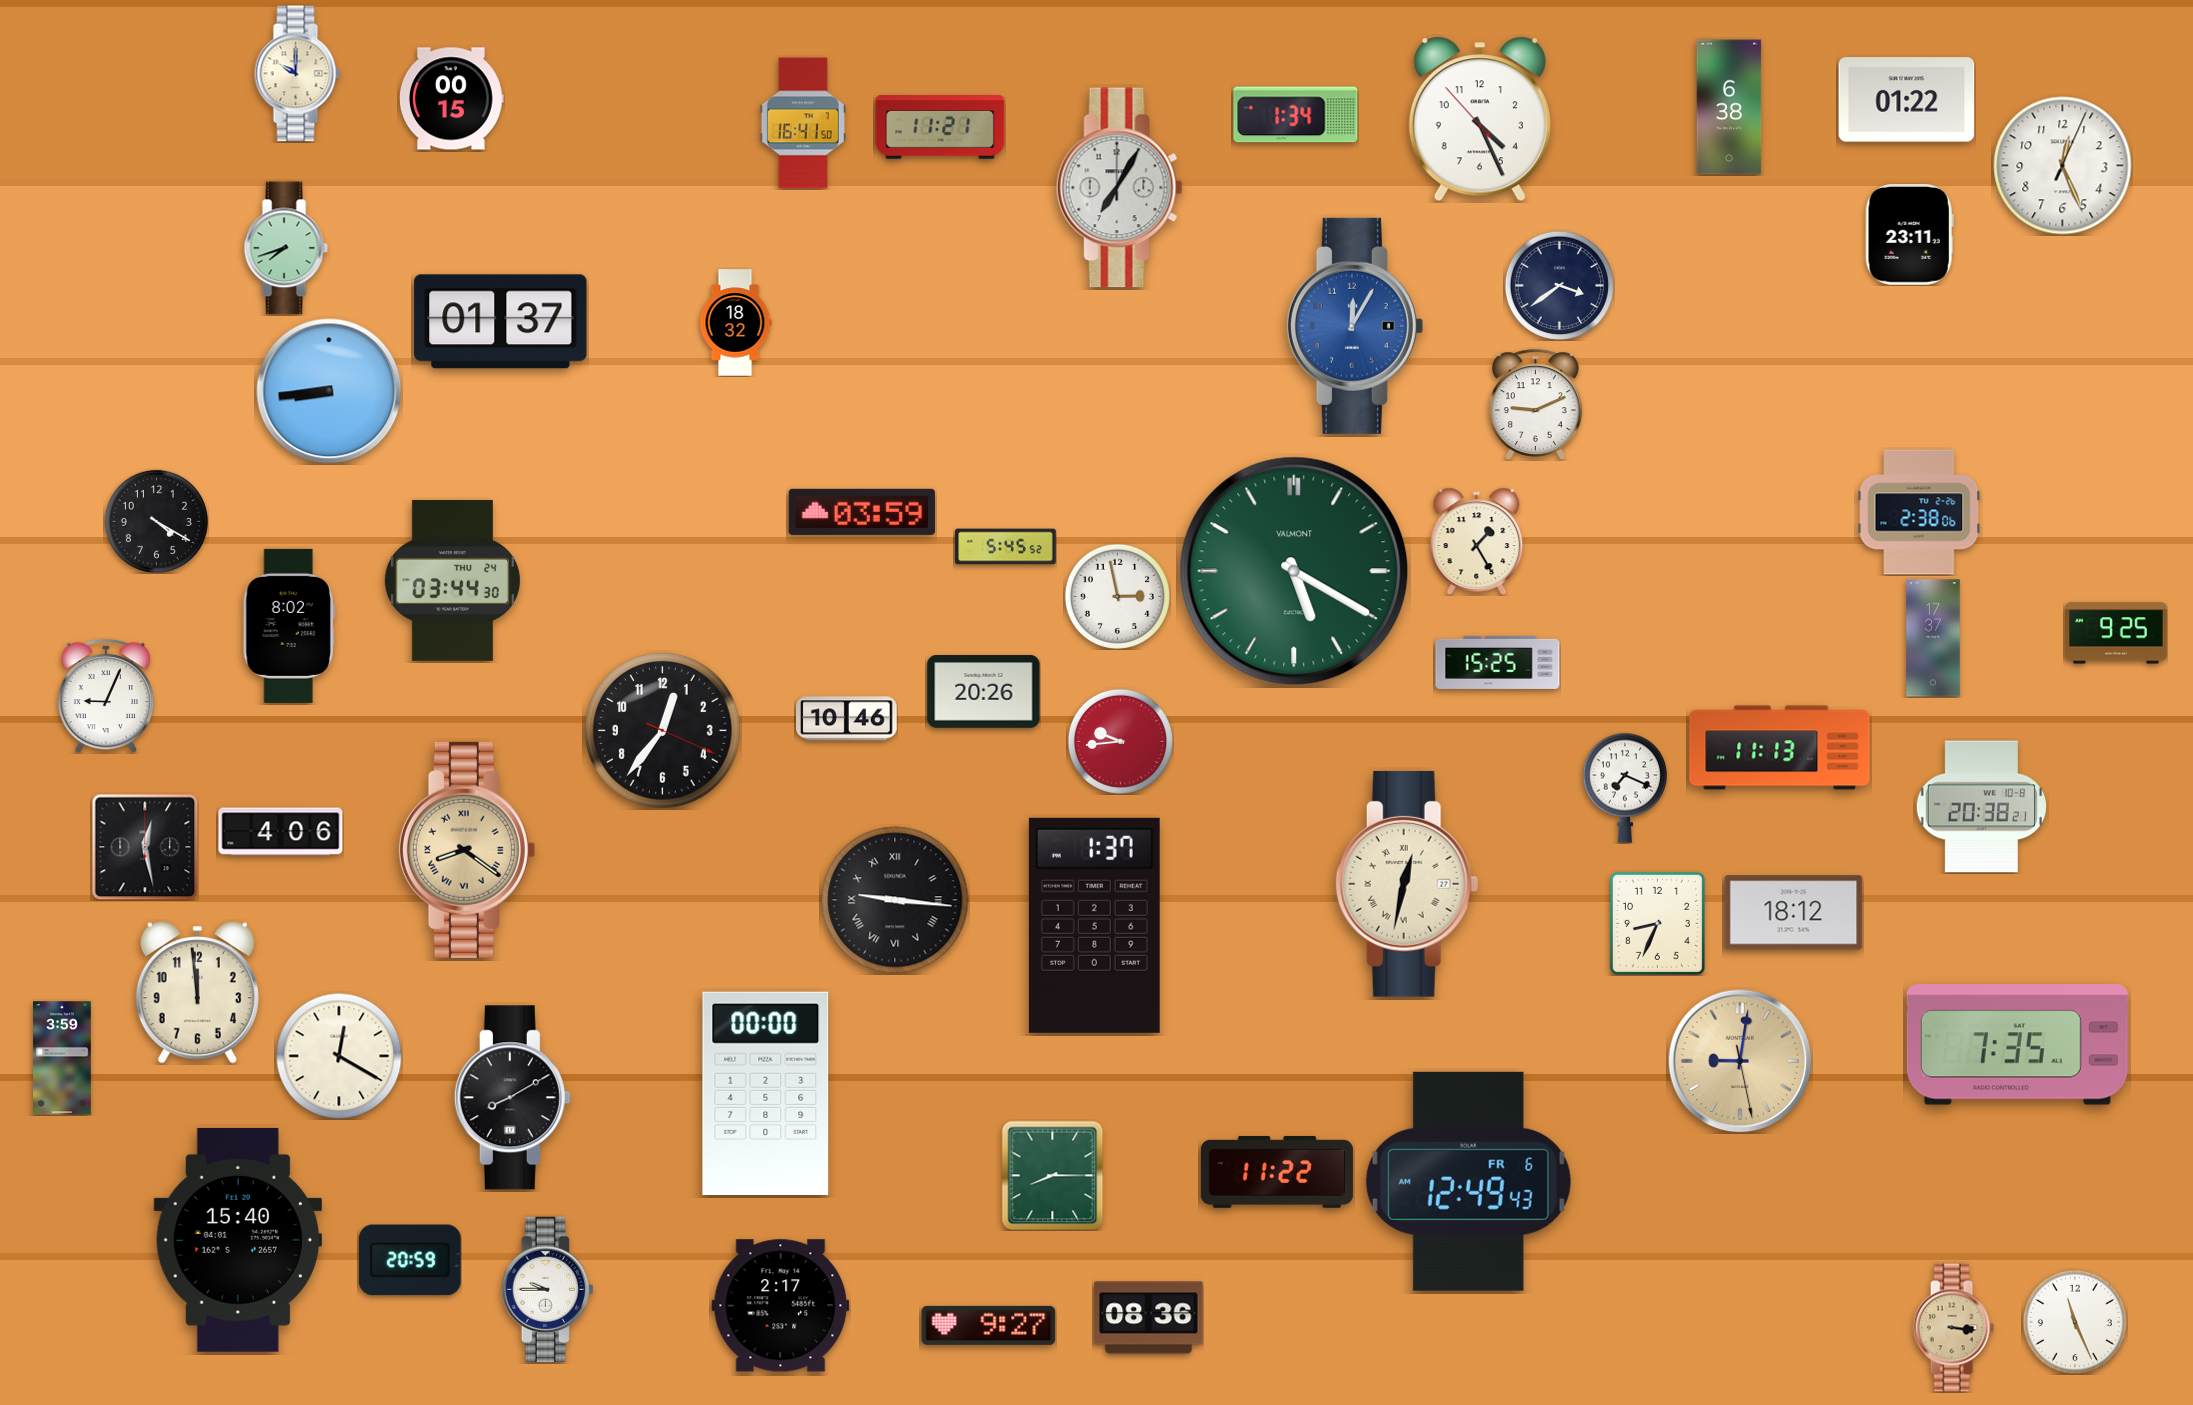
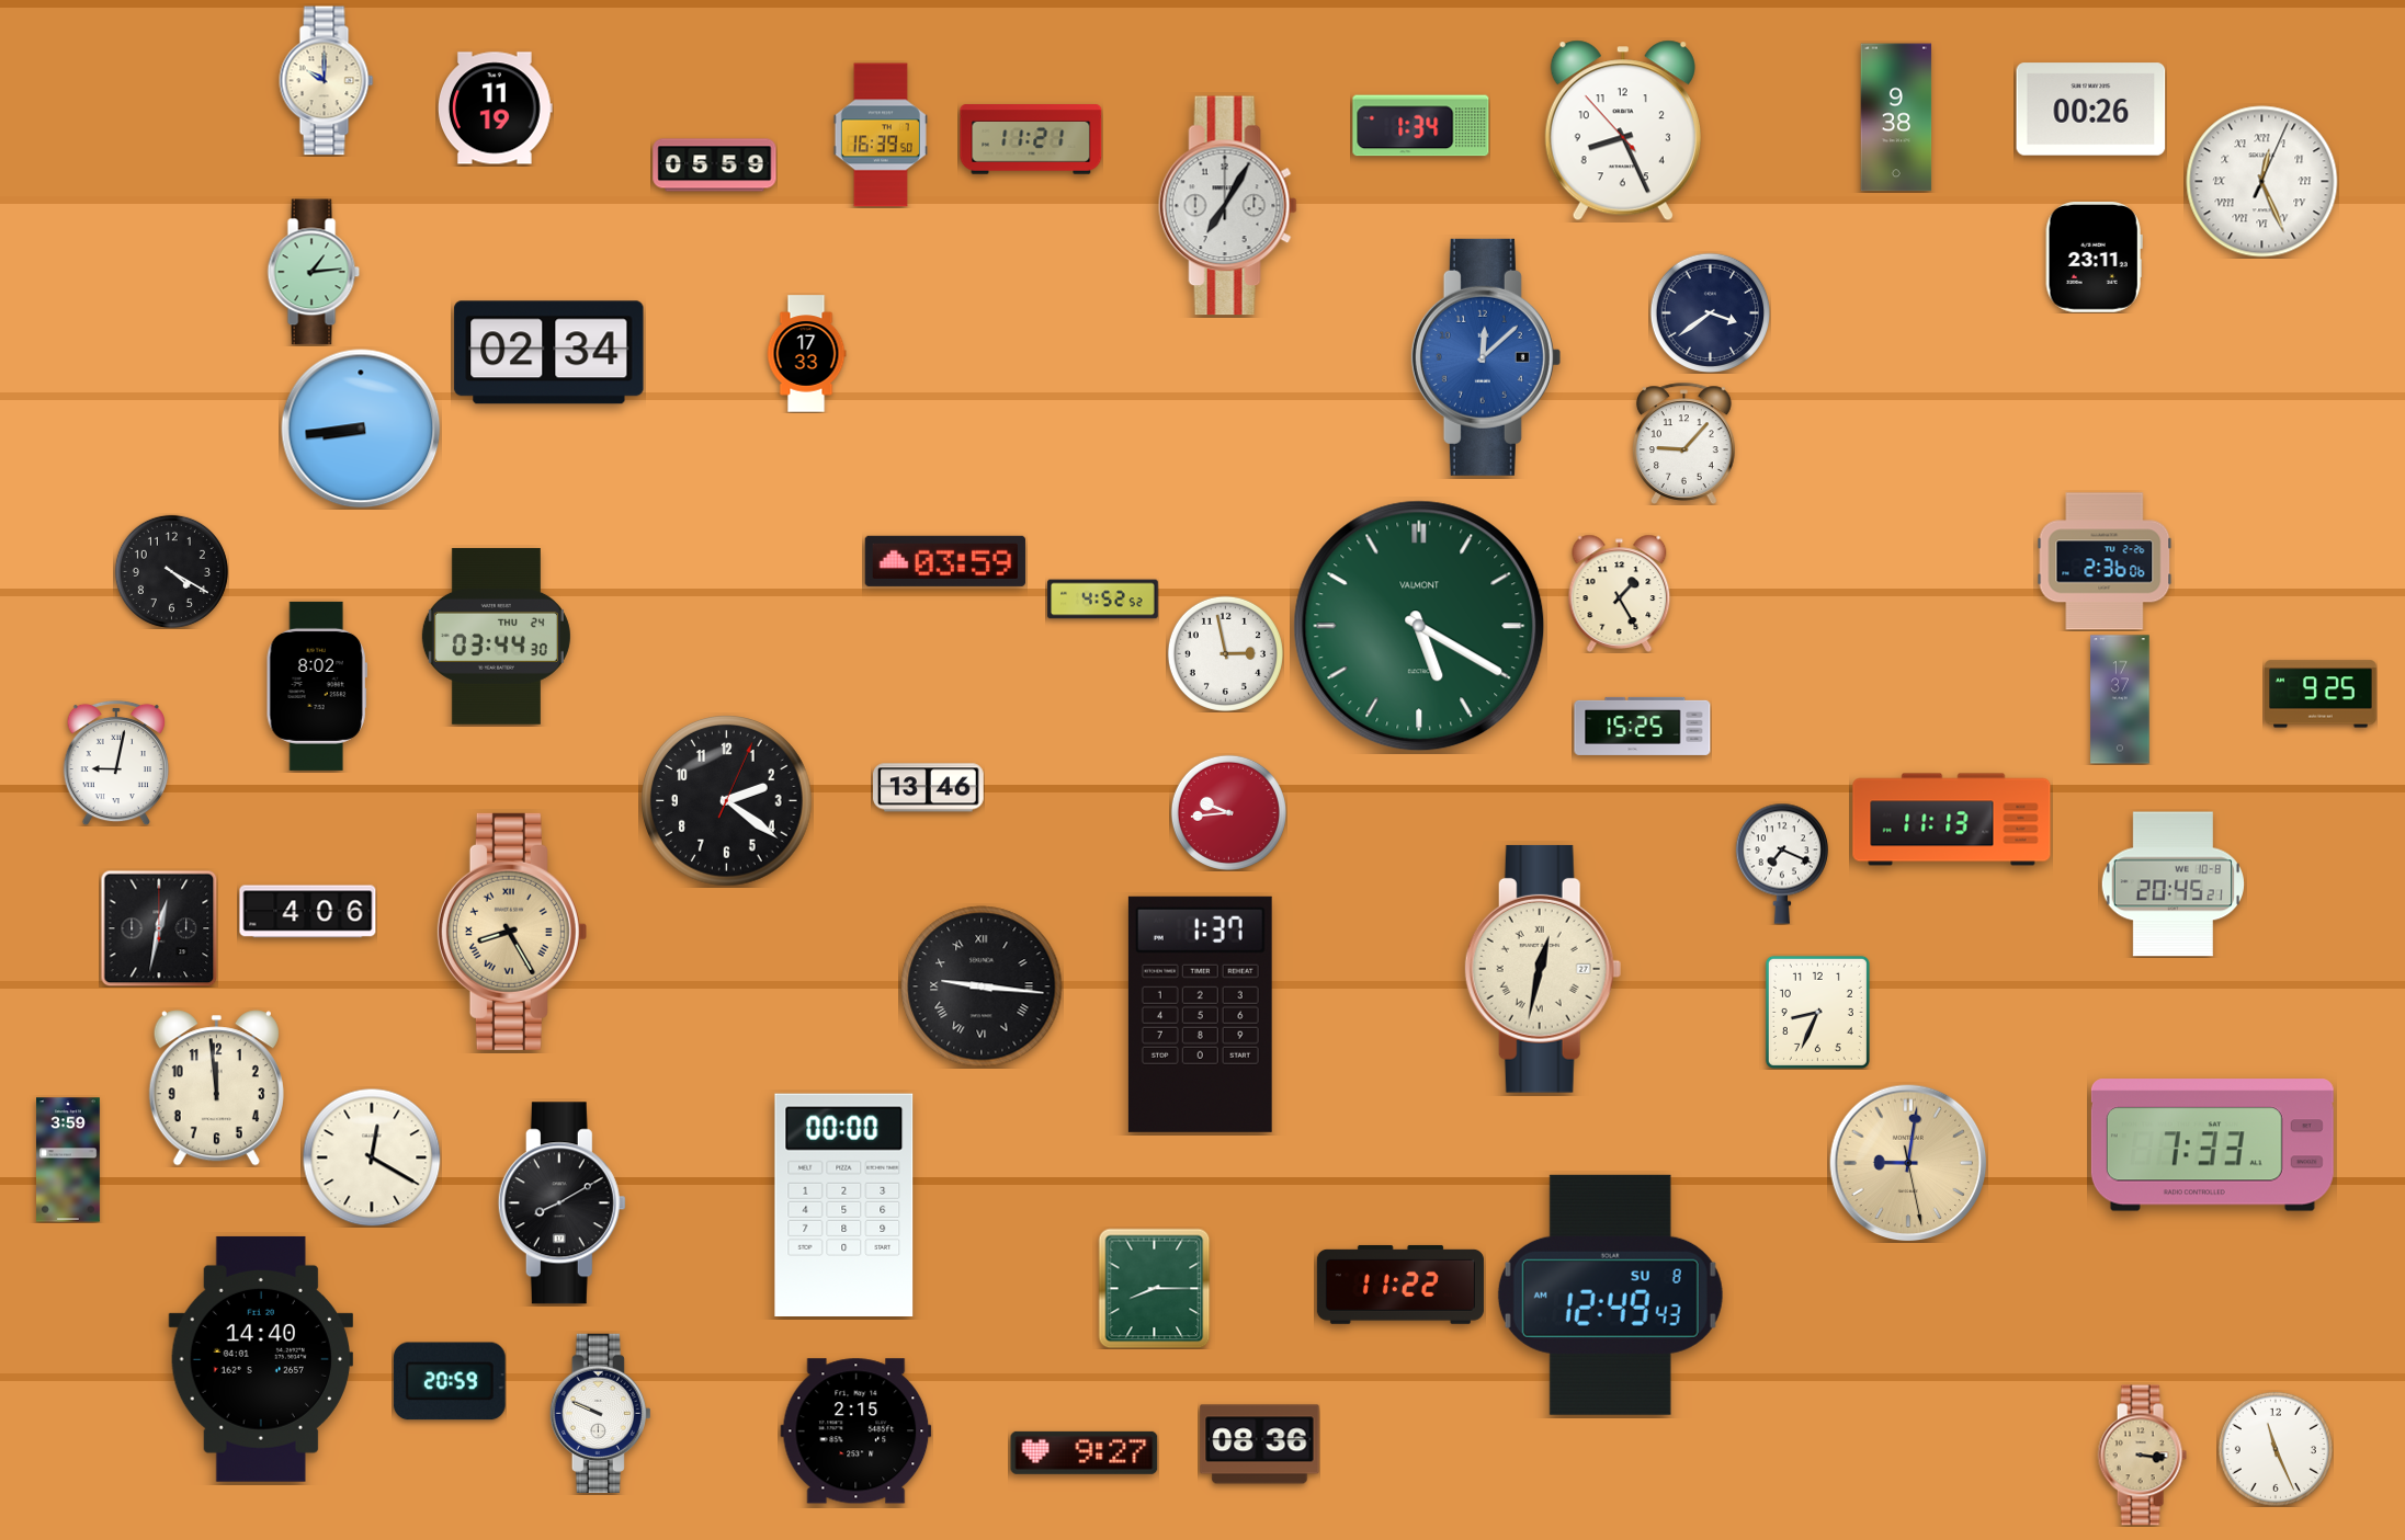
clock at (451, 99): 00:15 -> 11:19
clock at (1907, 100): 01:22 -> 00:26
clock at (1729, 107): 6:38 -> 9:38
clock at (1480, 119): 4:25 -> 8:25
clock at (803, 123): 16:41 -> 16:39
clock at (715, 166): none -> 05:59
clock at (2063, 166) numerals: Arabic -> Roman
clock at (286, 248): 7:42 -> 1:14
clock at (501, 322): 01:37 -> 02:34
clock at (735, 323): 18:32 -> 17:33
clock at (1355, 326): 12:05 -> 12:08
clock at (1536, 404): 9:11 -> 9:07
clock at (1919, 512): 2:38 -> 2:36
clock at (1006, 547): 5:45 -> 4:52
clock at (984, 692): 20:26 -> none
clock at (106, 696): 9:04 -> 9:02
clock at (847, 719): 10:46 -> 13:46
clock at (663, 731): 12:36 -> 2:21
clock at (1981, 807): 20:38 -> 20:45
clock at (145, 847): 12:28 -> 12:32
clock at (467, 850): 8:21 -> 8:25
clock at (1794, 913): 18:12 -> none
clock at (2017, 1045): 7:35 -> 7:33
clock at (766, 1093) position: (766, 1093) -> (844, 1205)
clock at (1468, 1181) date: FR 6 -> SU 8
clock at (237, 1240): 15:40 -> 14:40
clock at (547, 1289): 9:45 -> 9:49
clock at (781, 1306): 2:17 -> 2:15
